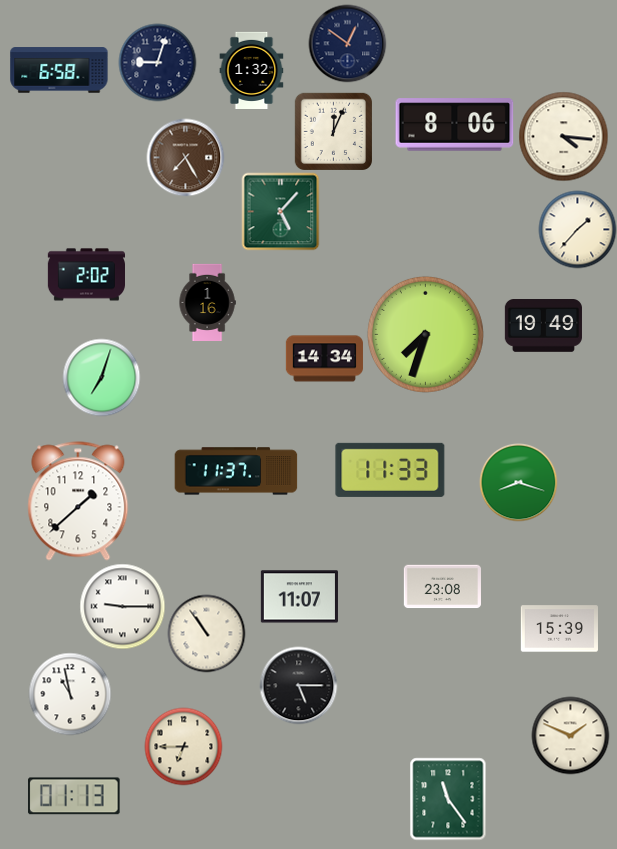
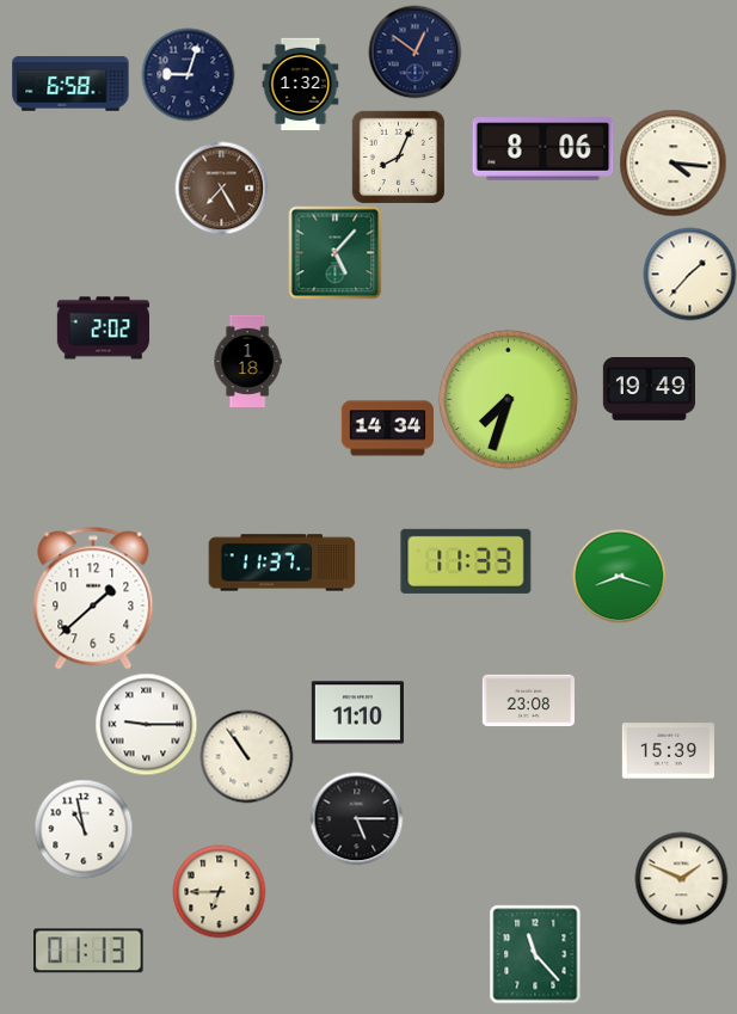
clock at (333, 131): 12:04 -> 8:04
clock at (207, 302): 1:16 -> 1:18
clock at (101, 377): 7:03 -> none
clock at (299, 597): 11:07 -> 11:10
clock at (448, 799): 11:24 -> 11:23
